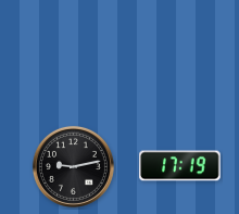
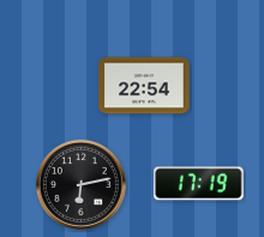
clock at (144, 85): none -> 22:54
clock at (73, 166): 9:13 -> 6:13
